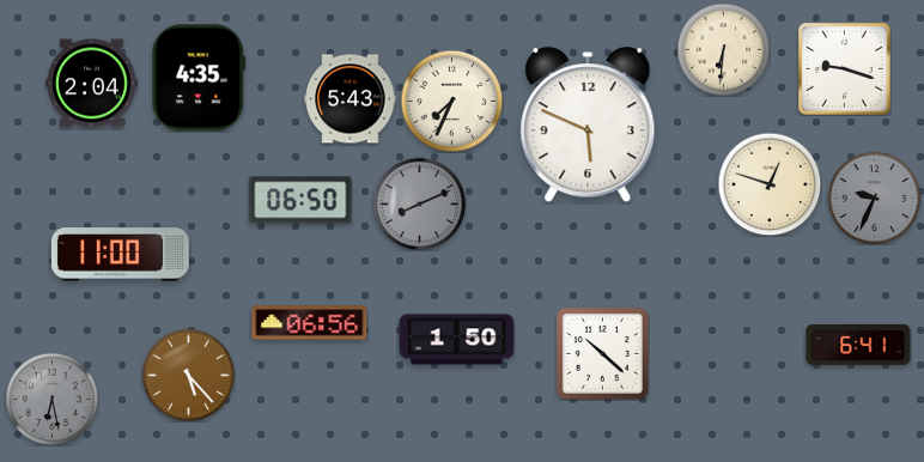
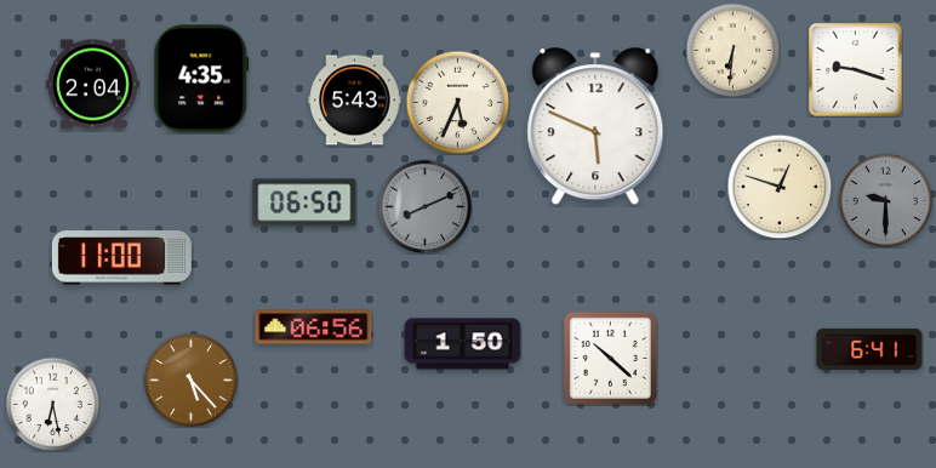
clock at (451, 101): 7:34 -> 5:34
clock at (874, 197): 9:34 -> 9:30
clock at (51, 399) dial: grey -> white
